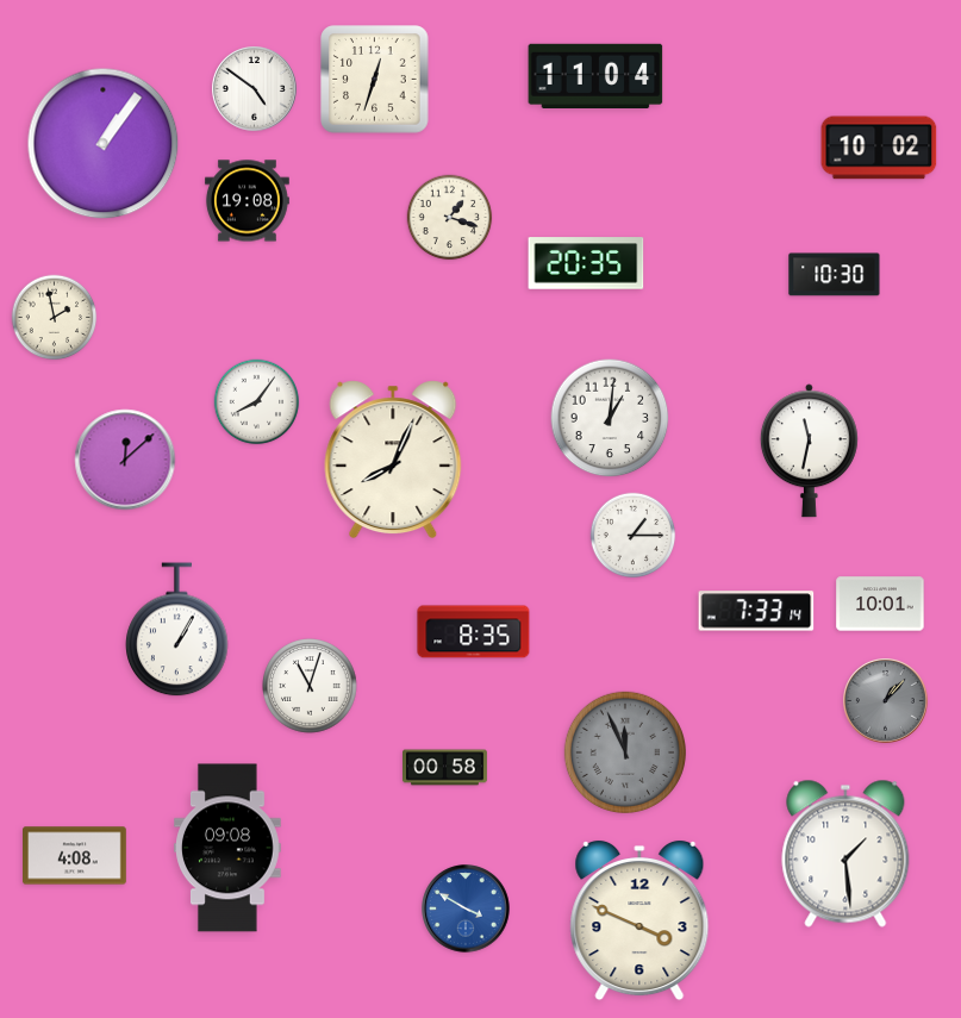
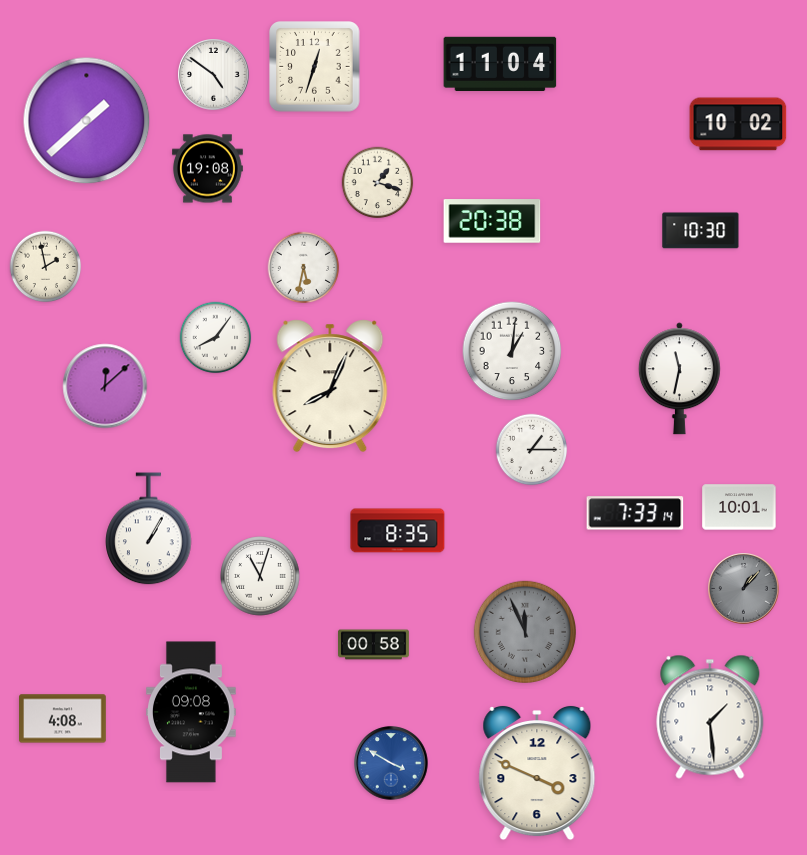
clock at (104, 144): 1:06 -> 1:38
clock at (586, 263): 20:35 -> 20:38
clock at (304, 268): none -> 5:32
